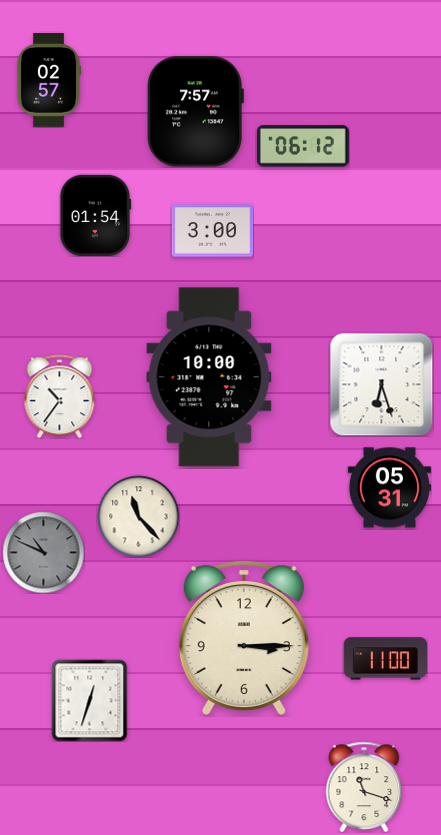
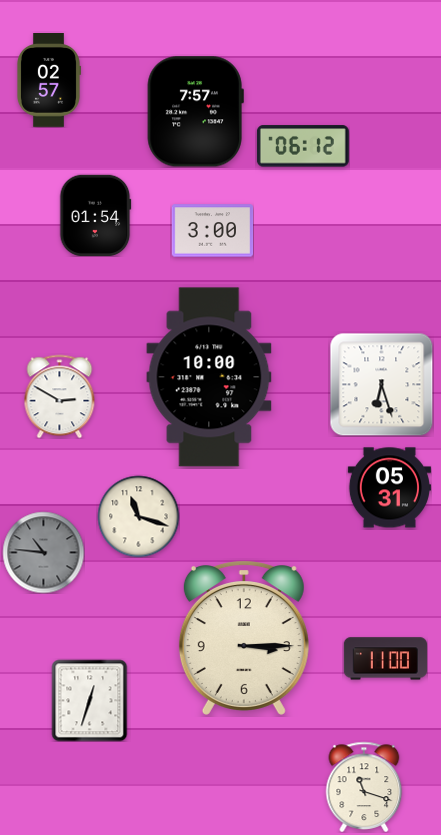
clock at (60, 396): 10:36 -> 2:50
clock at (138, 516): 11:23 -> 11:18
clock at (43, 552): 10:49 -> 10:46
